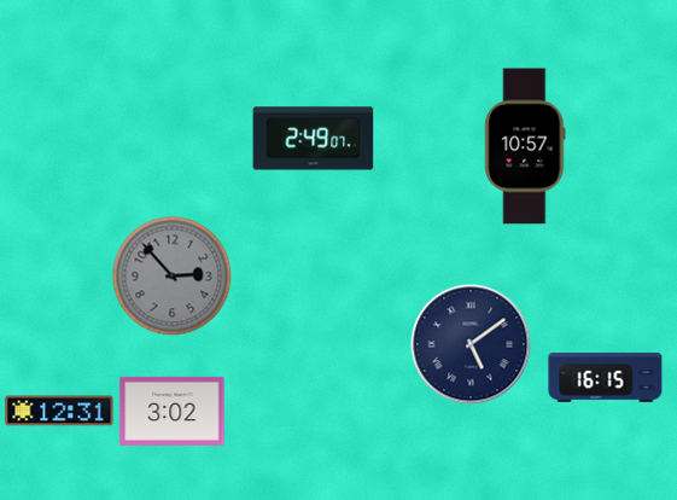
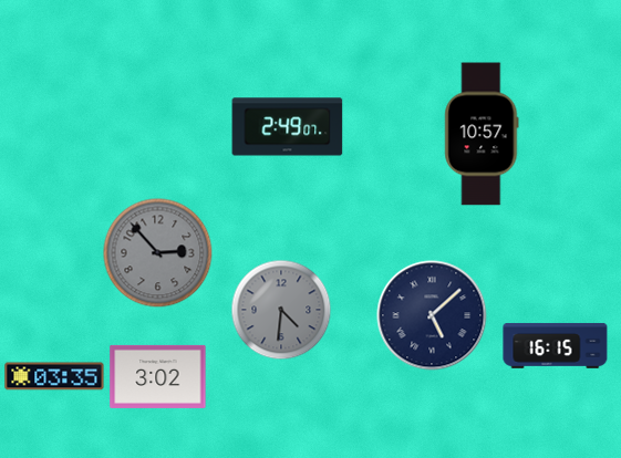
clock at (281, 310): none -> 4:31
clock at (471, 344): 5:09 -> 5:08
clock at (59, 411): 12:31 -> 03:35
